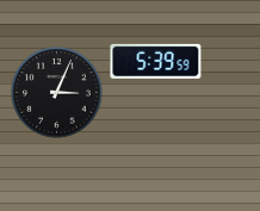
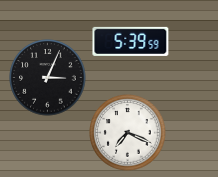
clock at (156, 61) position: (156, 61) -> (131, 41)
clock at (128, 133): none -> 7:19
